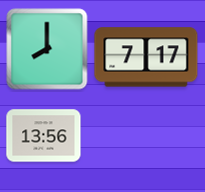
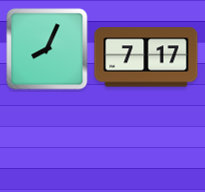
clock at (47, 49): 8:00 -> 8:04
clock at (44, 136): 13:56 -> none
